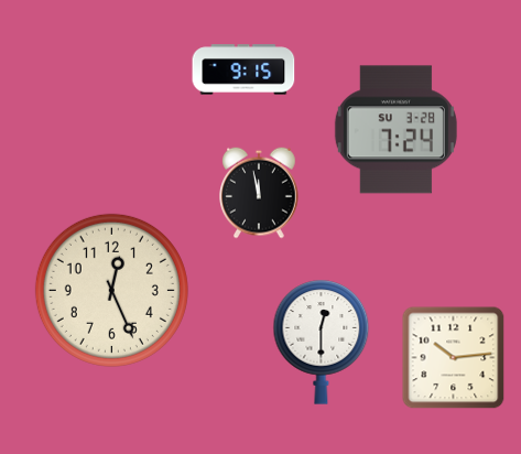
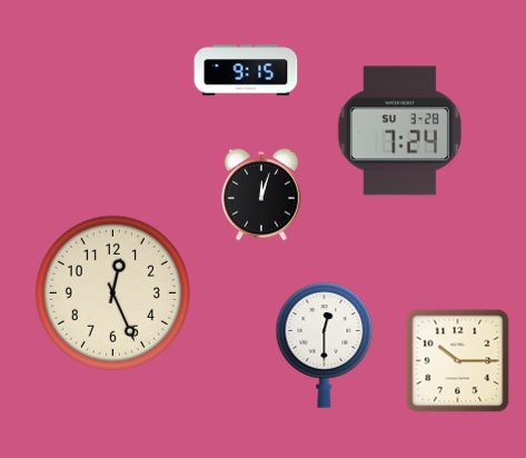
clock at (260, 193): 11:58 -> 12:03
clock at (454, 358): 10:14 -> 10:15
